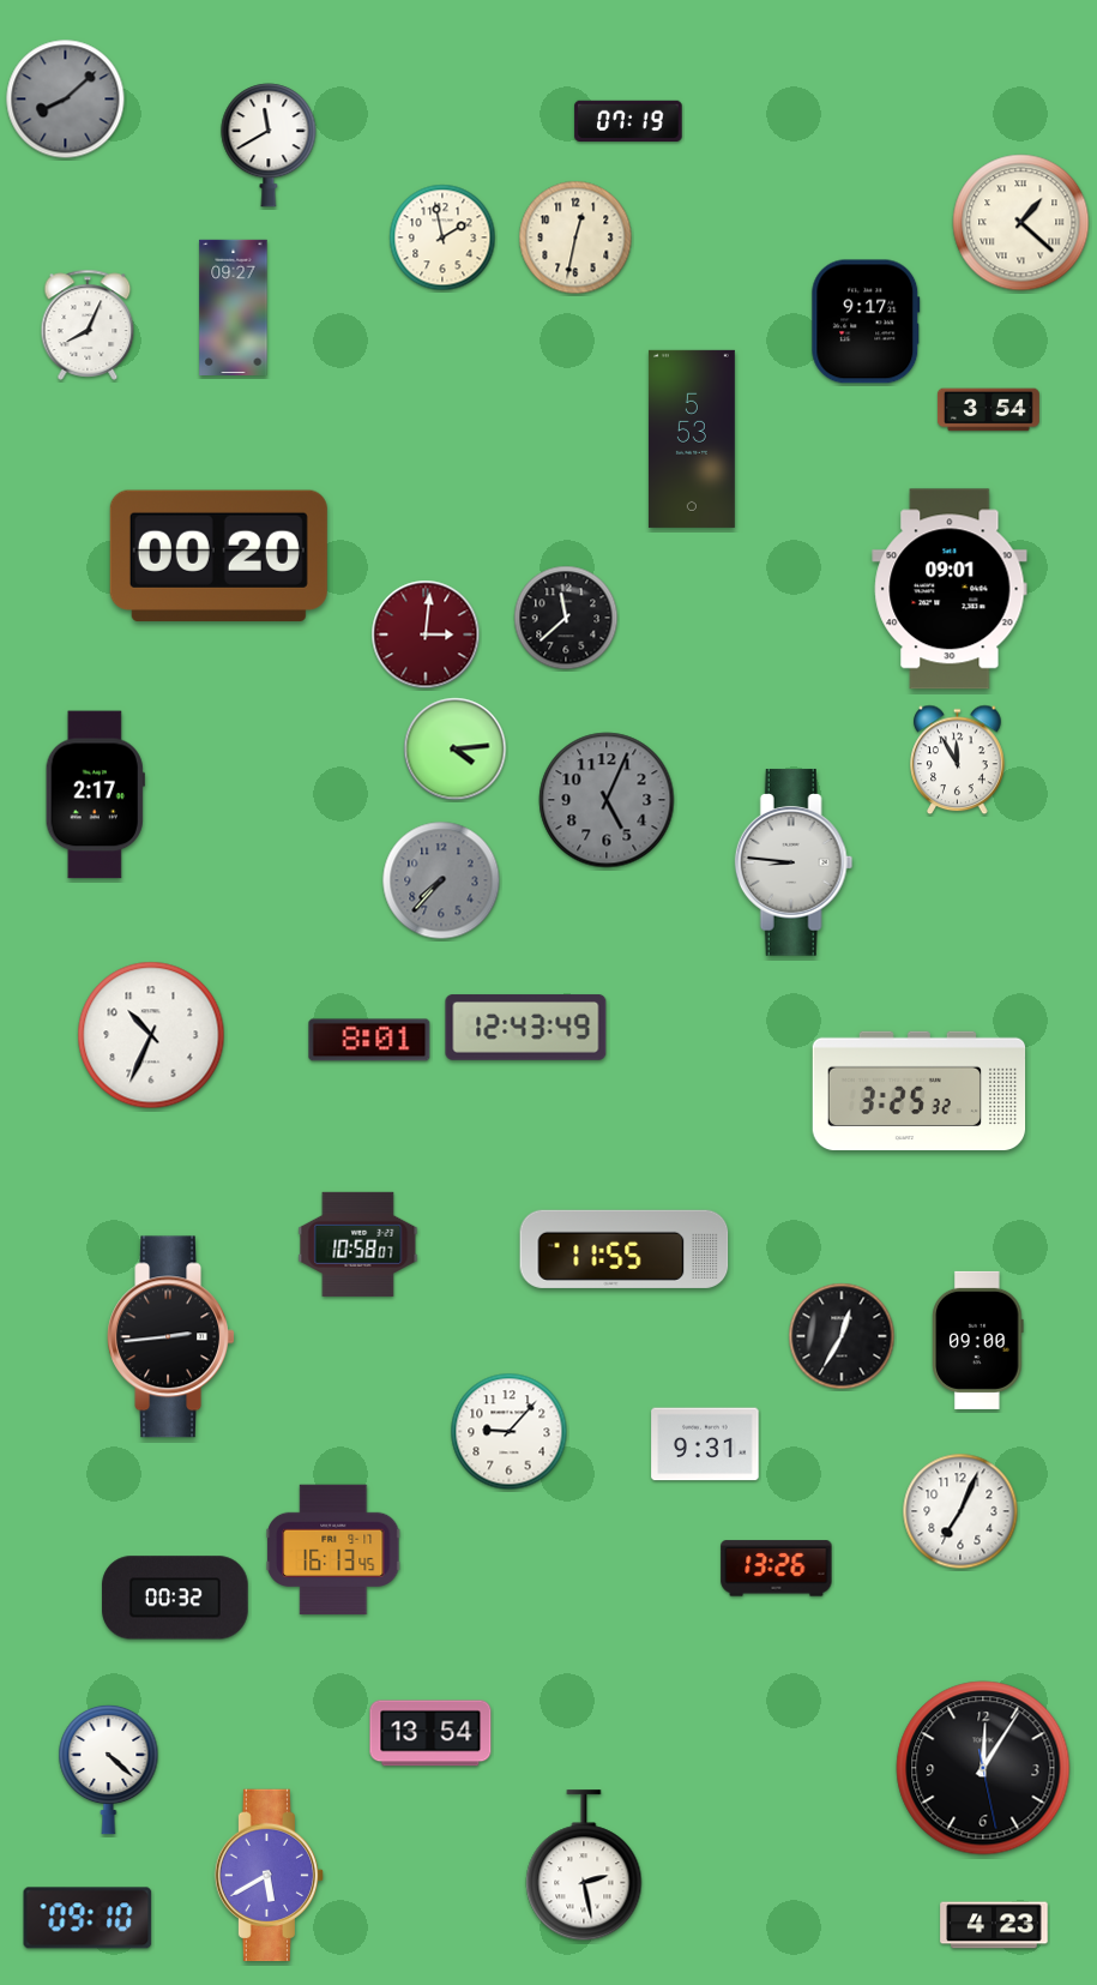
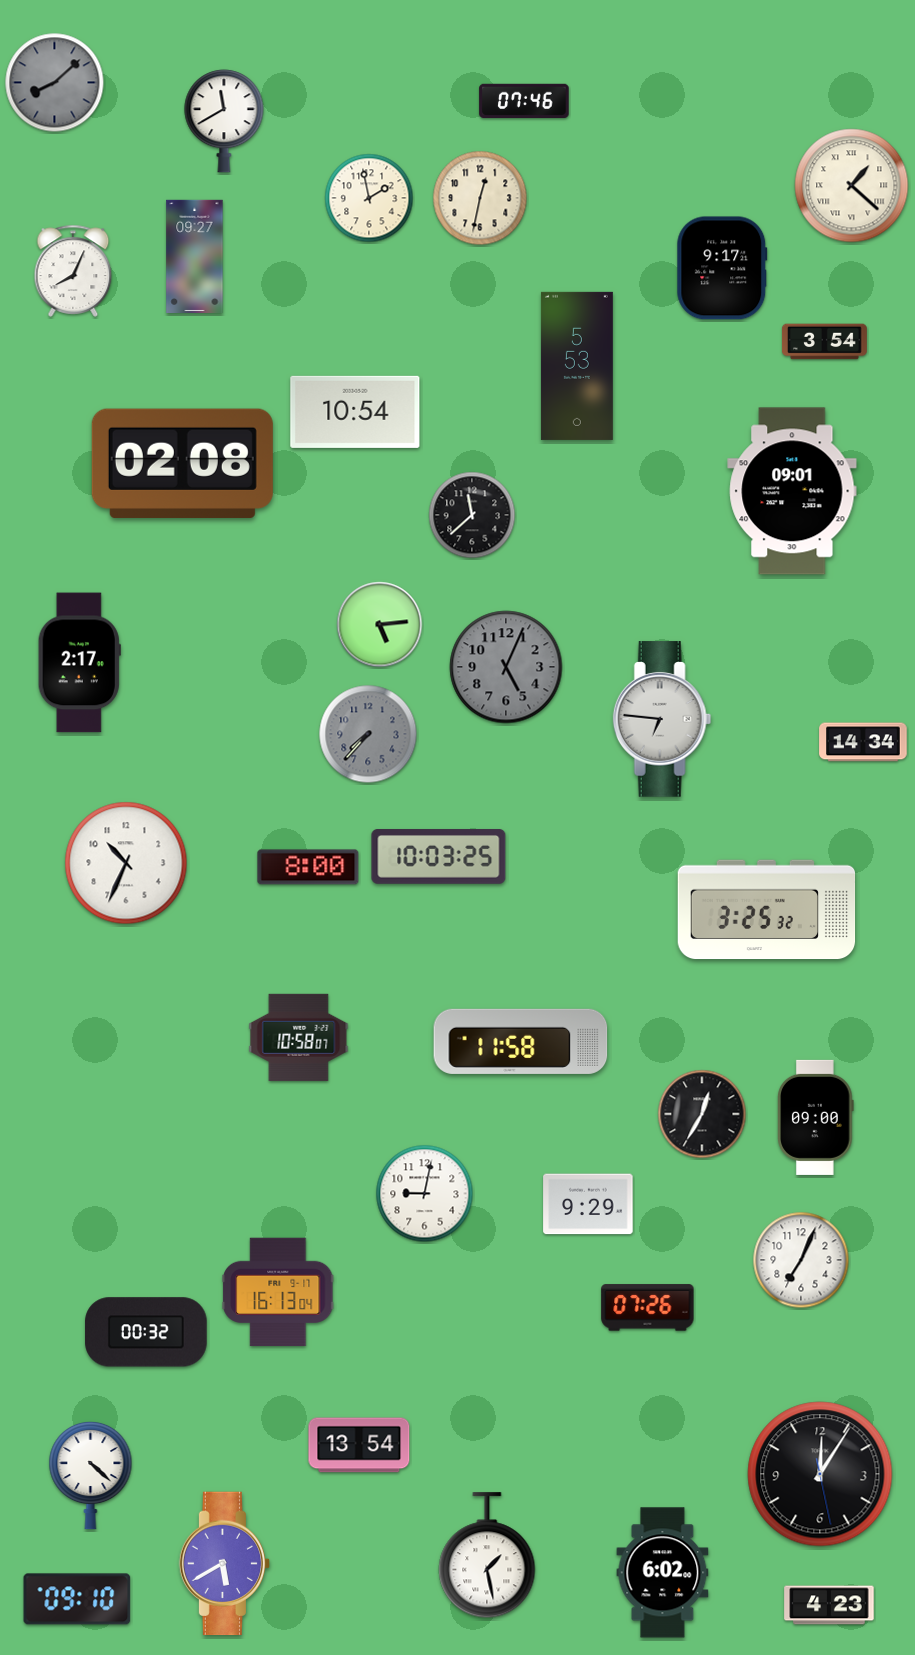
clock at (628, 120): 07:19 -> 07:46
clock at (355, 412): none -> 10:54
clock at (218, 555): 00:20 -> 02:08
clock at (426, 634): 3:01 -> none
clock at (456, 750): 4:14 -> 5:14
clock at (958, 760): 11:55 -> none
clock at (794, 862): 8:46 -> 6:46
clock at (863, 742): none -> 14:34
clock at (526, 1028): 12:43 -> 10:03
clock at (369, 1040): 8:01 -> 8:00
clock at (625, 1249): 11:55 -> 11:58
clock at (170, 1337): 2:44 -> none
clock at (510, 1432): 9:07 -> 9:02
clock at (705, 1444): 9:31 -> 9:29
clock at (333, 1550): 16:13:45 -> 16:13:04
clock at (777, 1569): 13:26 -> 07:26
clock at (584, 1866): 2:28 -> 1:28
clock at (663, 1573): none -> 6:02
clock at (88, 1918) position: (88, 1918) -> (77, 1599)
